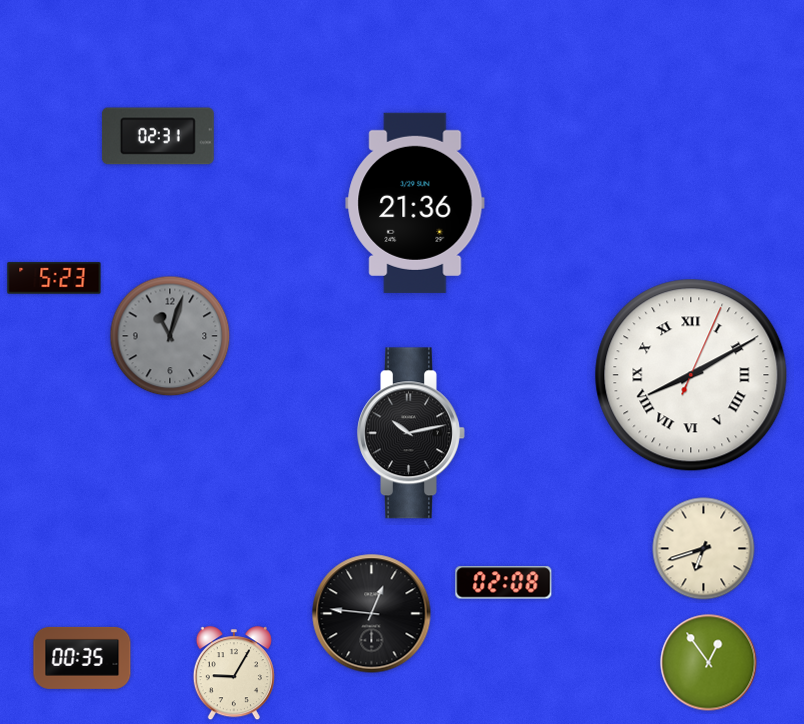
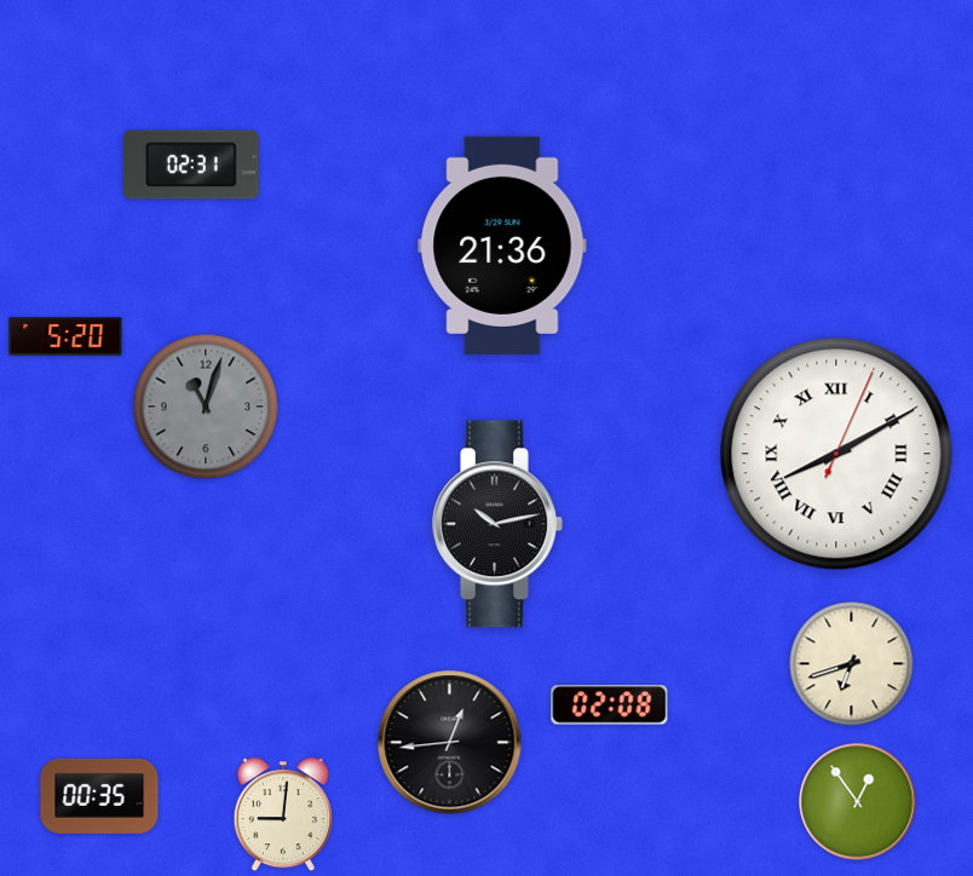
clock at (54, 278): 5:23 -> 5:20
clock at (372, 614): 12:46 -> 12:44
clock at (234, 674): 9:05 -> 9:01
